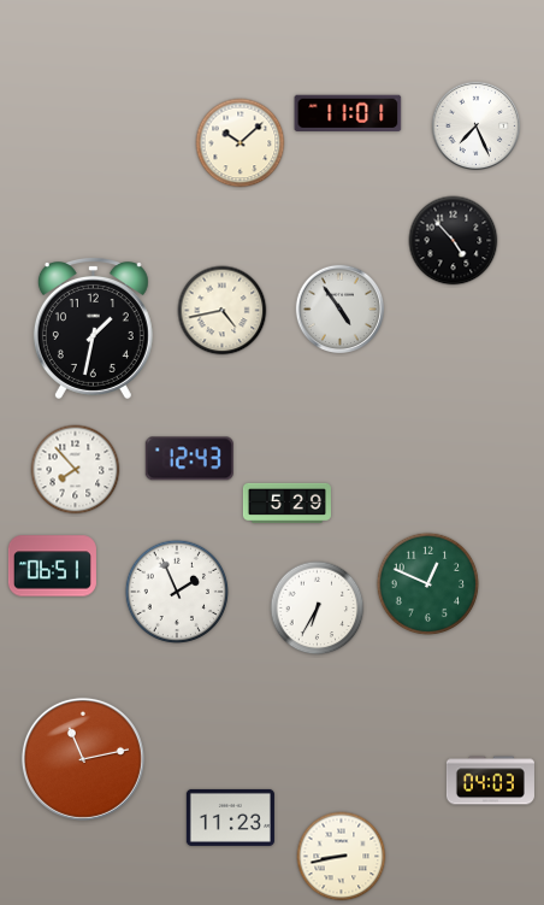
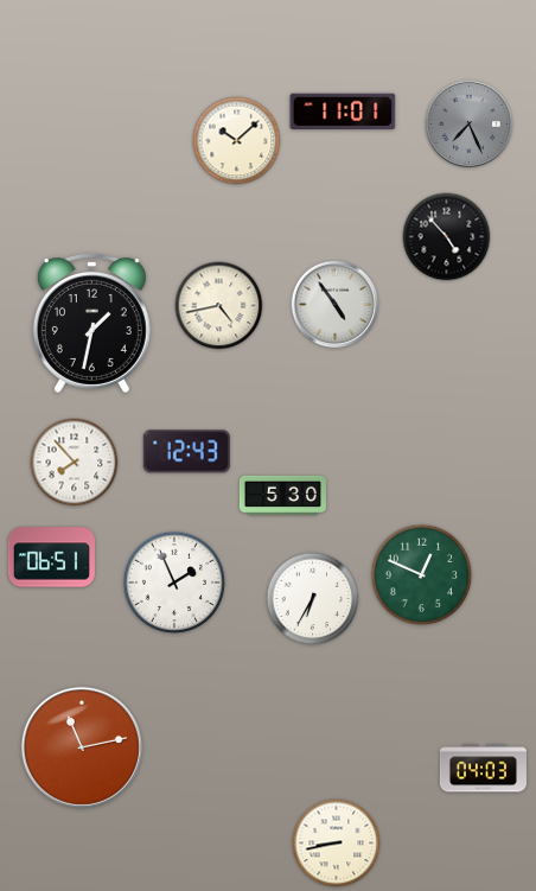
clock at (477, 127) dial: white -> grey
clock at (286, 503): 5:29 -> 5:30
clock at (230, 817): 11:23 -> none
